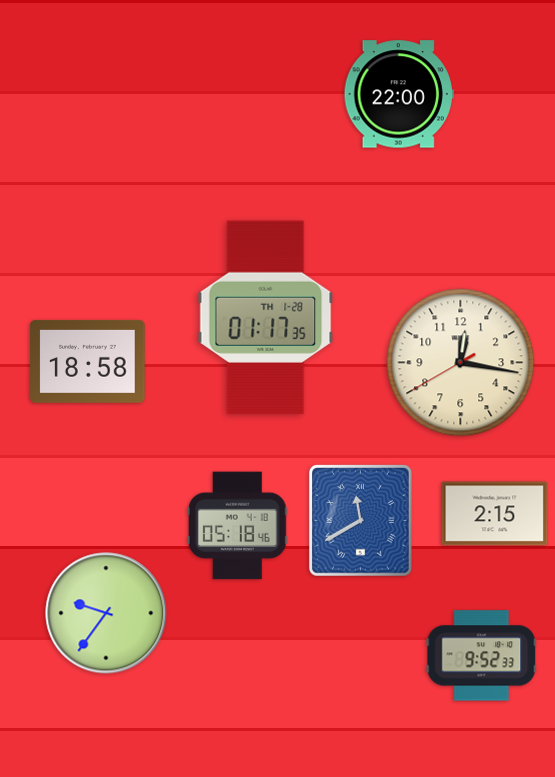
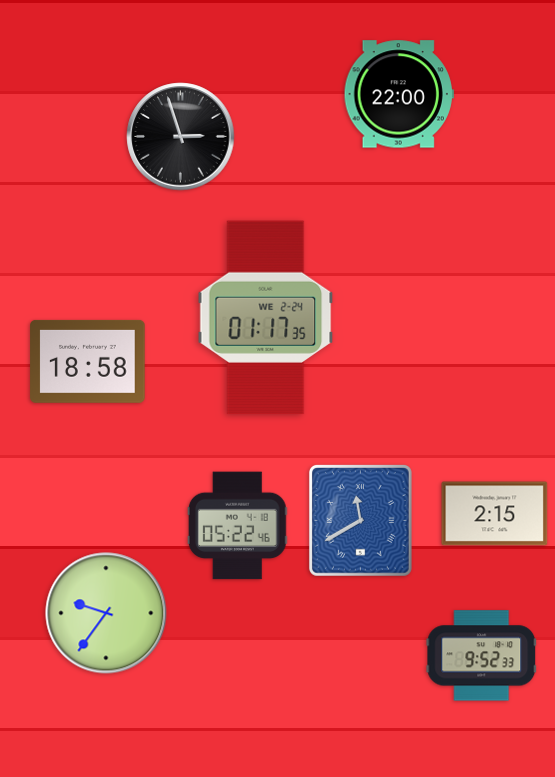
clock at (181, 137): none -> 2:57
clock at (266, 318) date: TH 1-28 -> WE 2-24
clock at (461, 363): 12:16 -> none
clock at (237, 526): 05:18 -> 05:22
